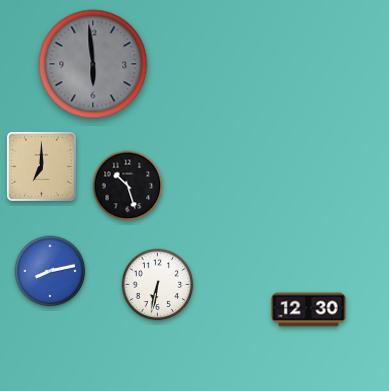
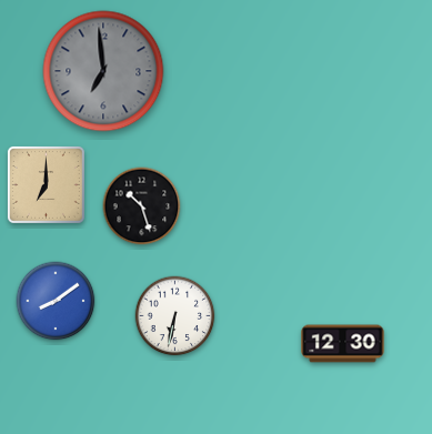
clock at (93, 64): 5:59 -> 6:59
clock at (50, 271): 8:13 -> 8:09
